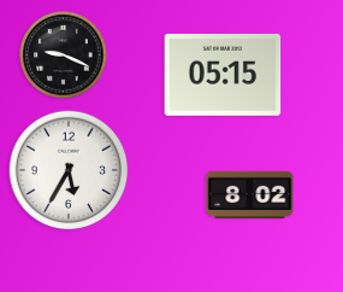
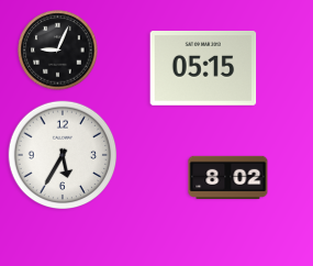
clock at (64, 56): 9:19 -> 9:04
